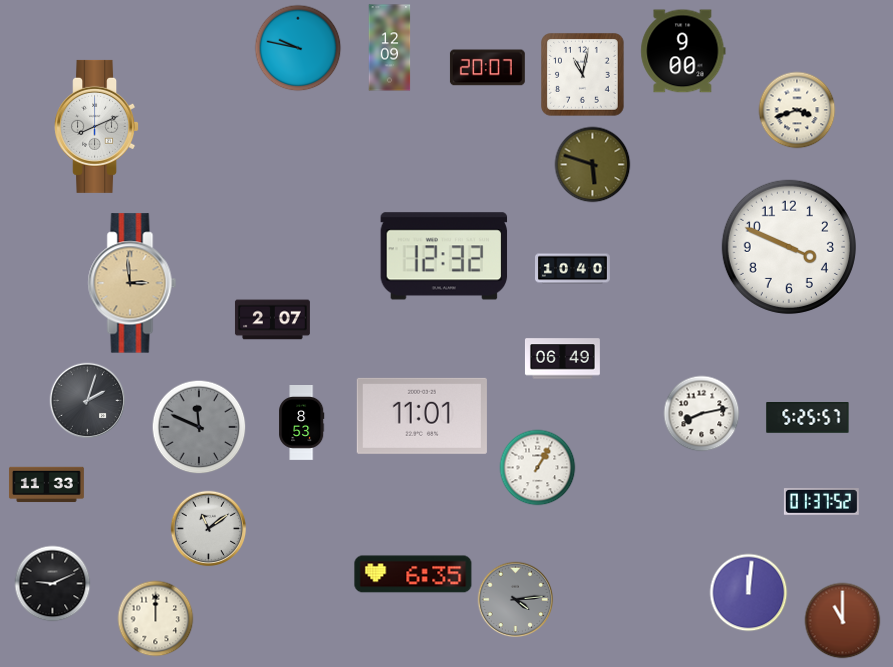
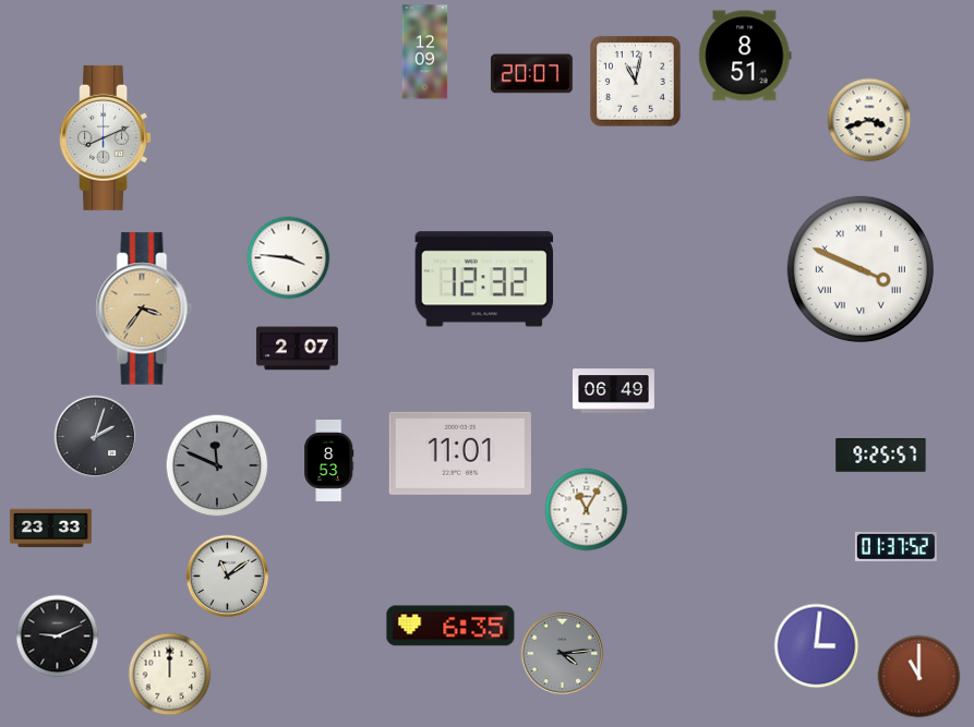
clock at (298, 48): 9:47 -> none
clock at (683, 51): 9:00 -> 8:51
clock at (593, 165): 5:48 -> none
clock at (289, 258): none -> 3:46
clock at (789, 247) numerals: Arabic -> Roman
clock at (573, 269): 10:40 -> none
clock at (132, 283): 2:59 -> 3:36
clock at (702, 414): 8:13 -> none
clock at (808, 418): 5:25 -> 9:25
clock at (538, 468): 1:05 -> 11:05
clock at (46, 485): 11:33 -> 23:33
clock at (749, 593): 12:01 -> 3:01
